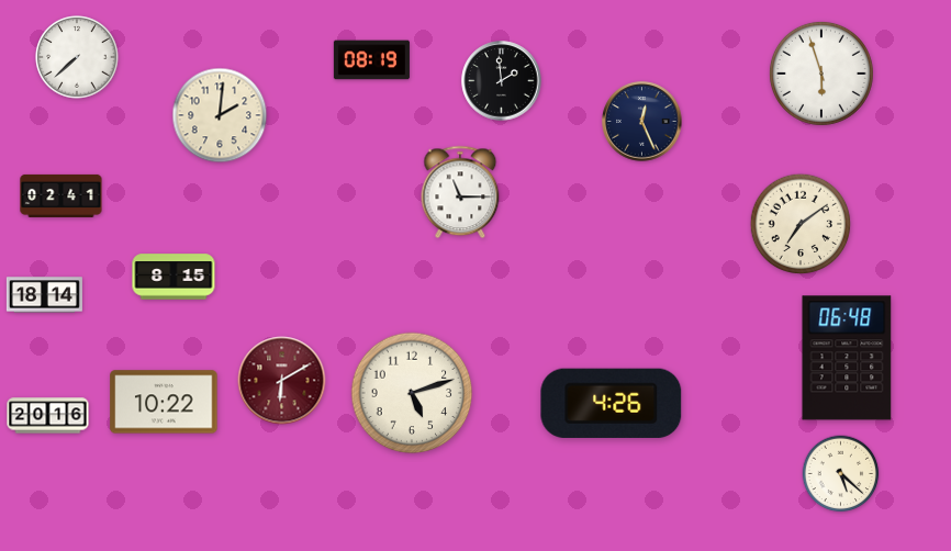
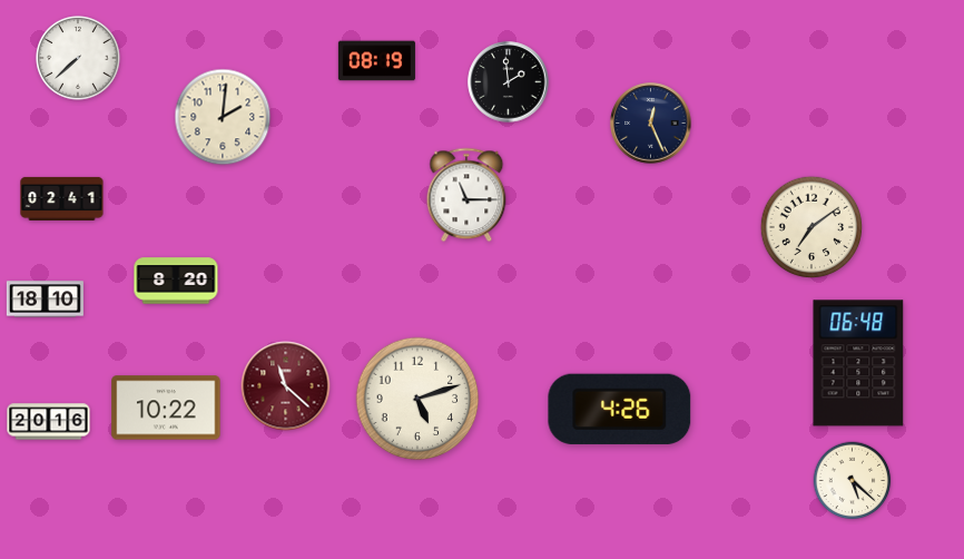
clock at (821, 74): 5:57 -> none
clock at (174, 277): 8:15 -> 8:20
clock at (44, 295): 18:14 -> 18:10
clock at (282, 381): 6:10 -> 11:22
